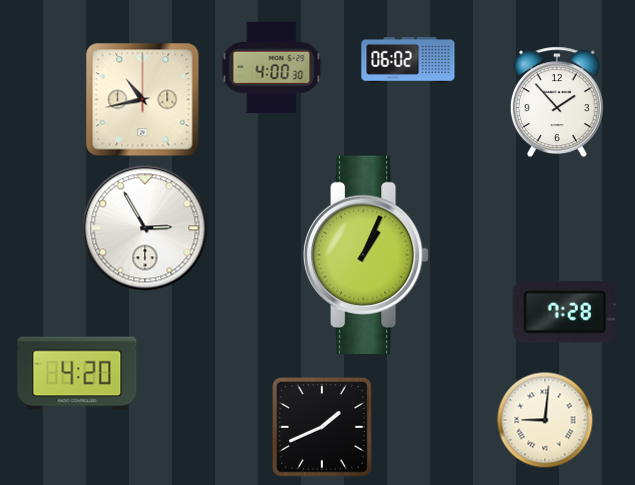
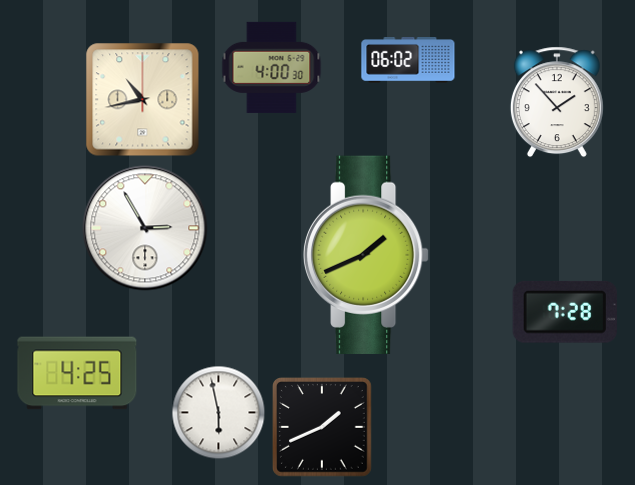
clock at (366, 254): 1:04 -> 1:41
clock at (77, 373): 4:20 -> 4:25
clock at (219, 413): none -> 5:58
clock at (545, 420): 9:01 -> none
